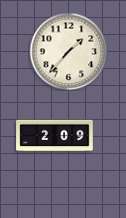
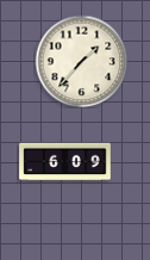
clock at (55, 136): 2:09 -> 6:09
